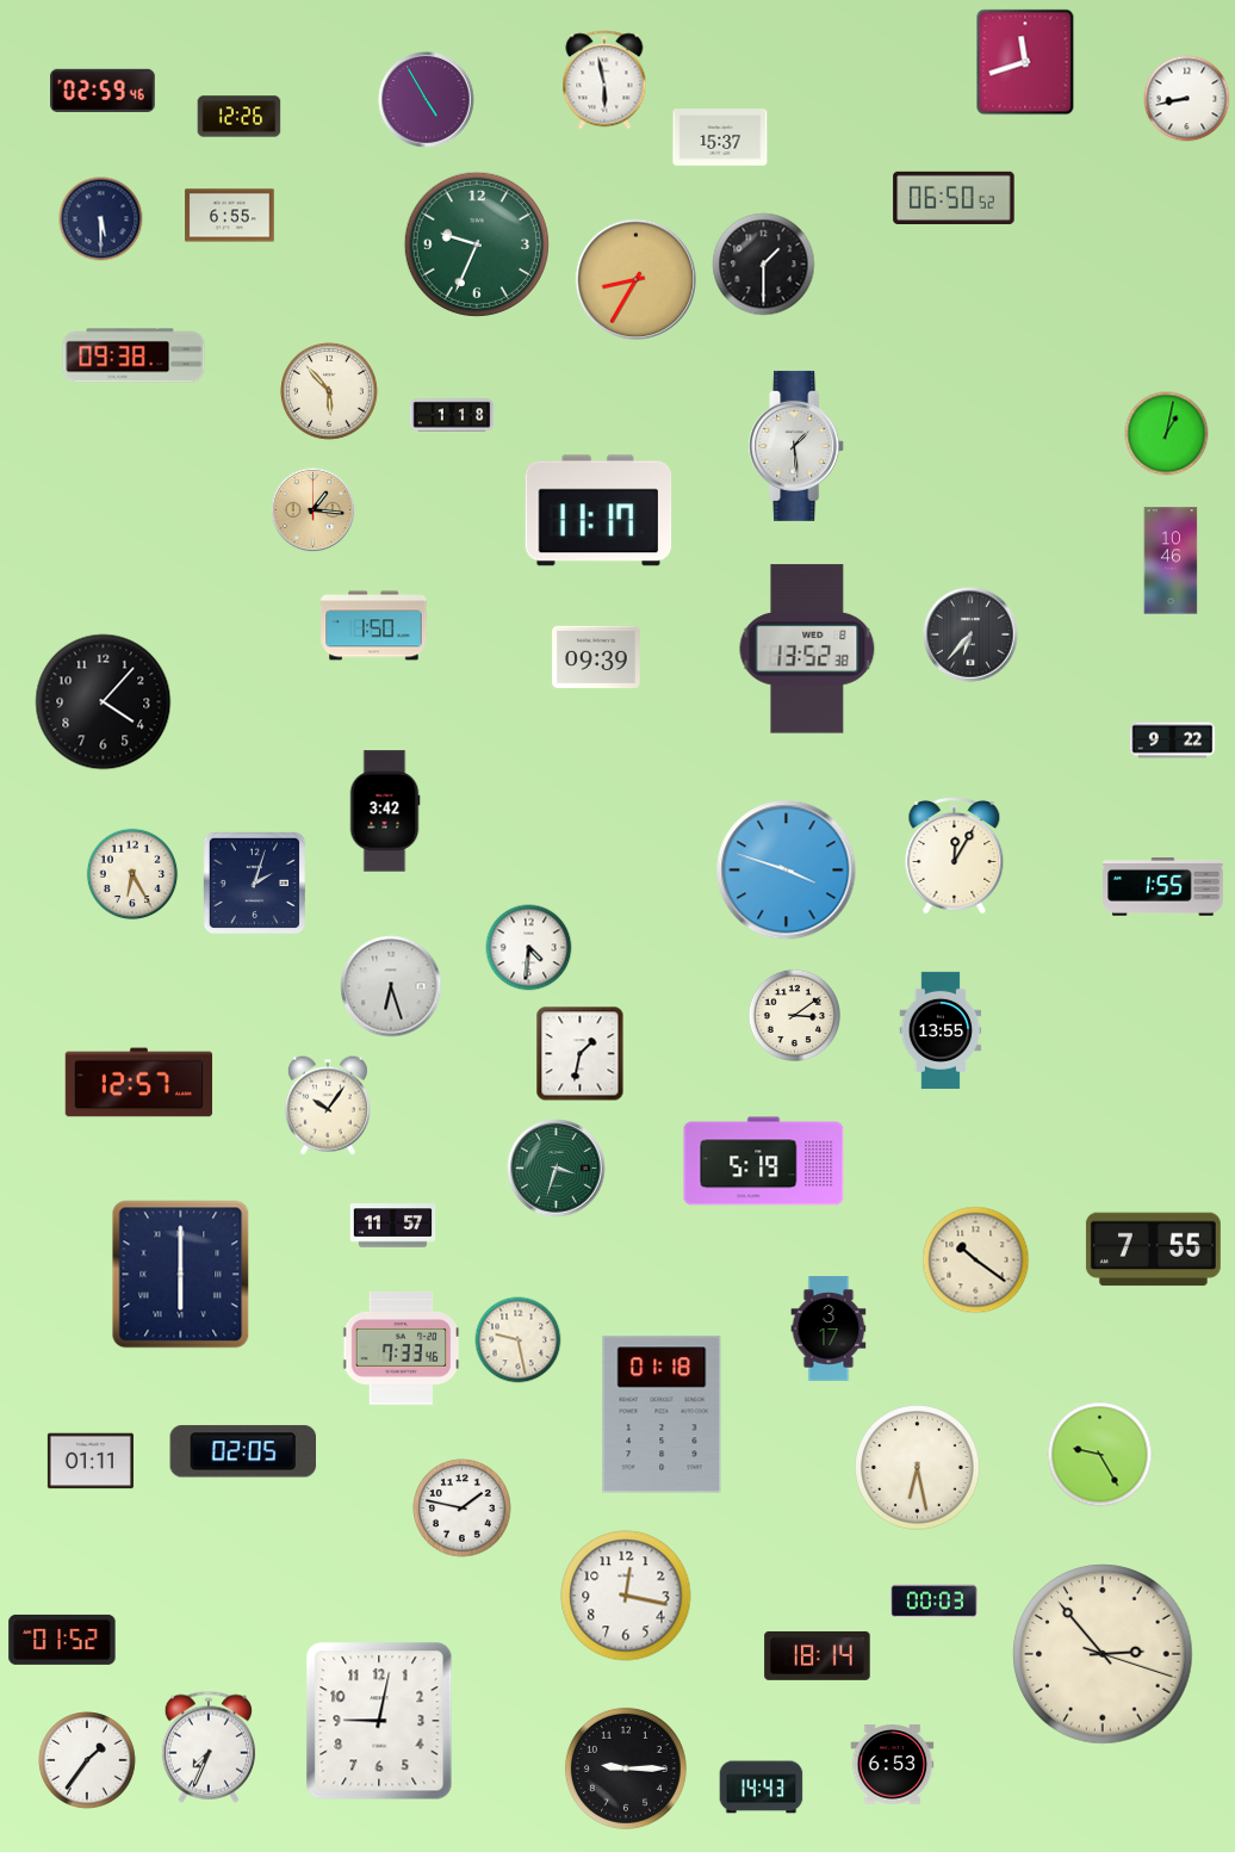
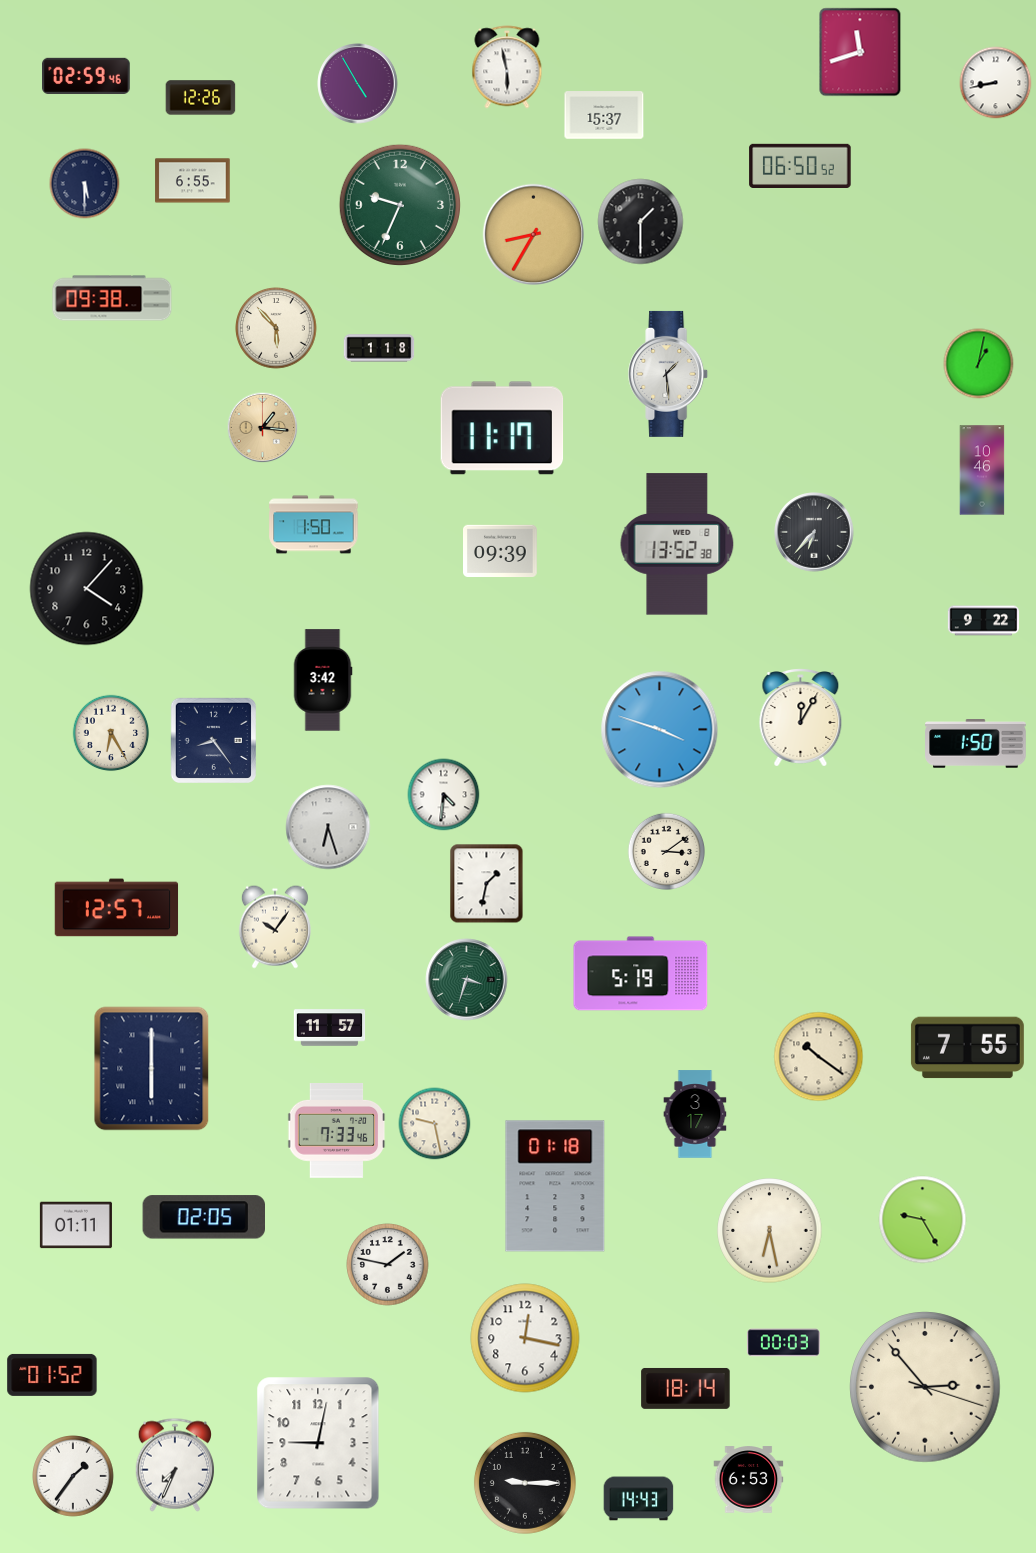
clock at (254, 882): 2:03 -> 8:24
clock at (1163, 887): 1:55 -> 1:50
clock at (941, 1030): 13:55 -> none
